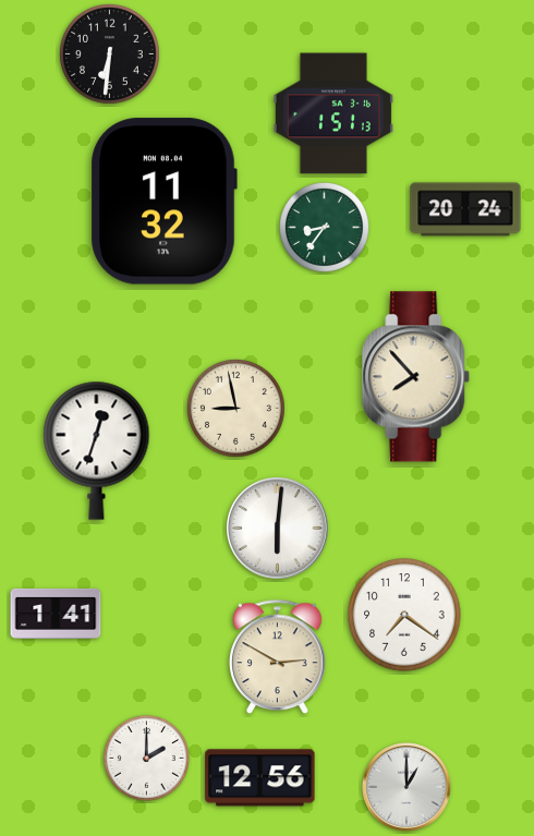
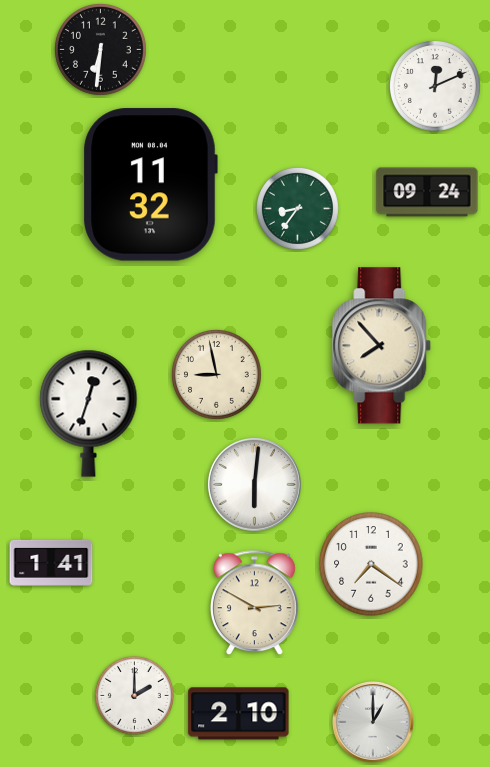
clock at (436, 87): none -> 12:11
clock at (333, 113): 1:51 -> none
clock at (465, 209): 20:24 -> 09:24
clock at (260, 778): 12:56 -> 2:10
